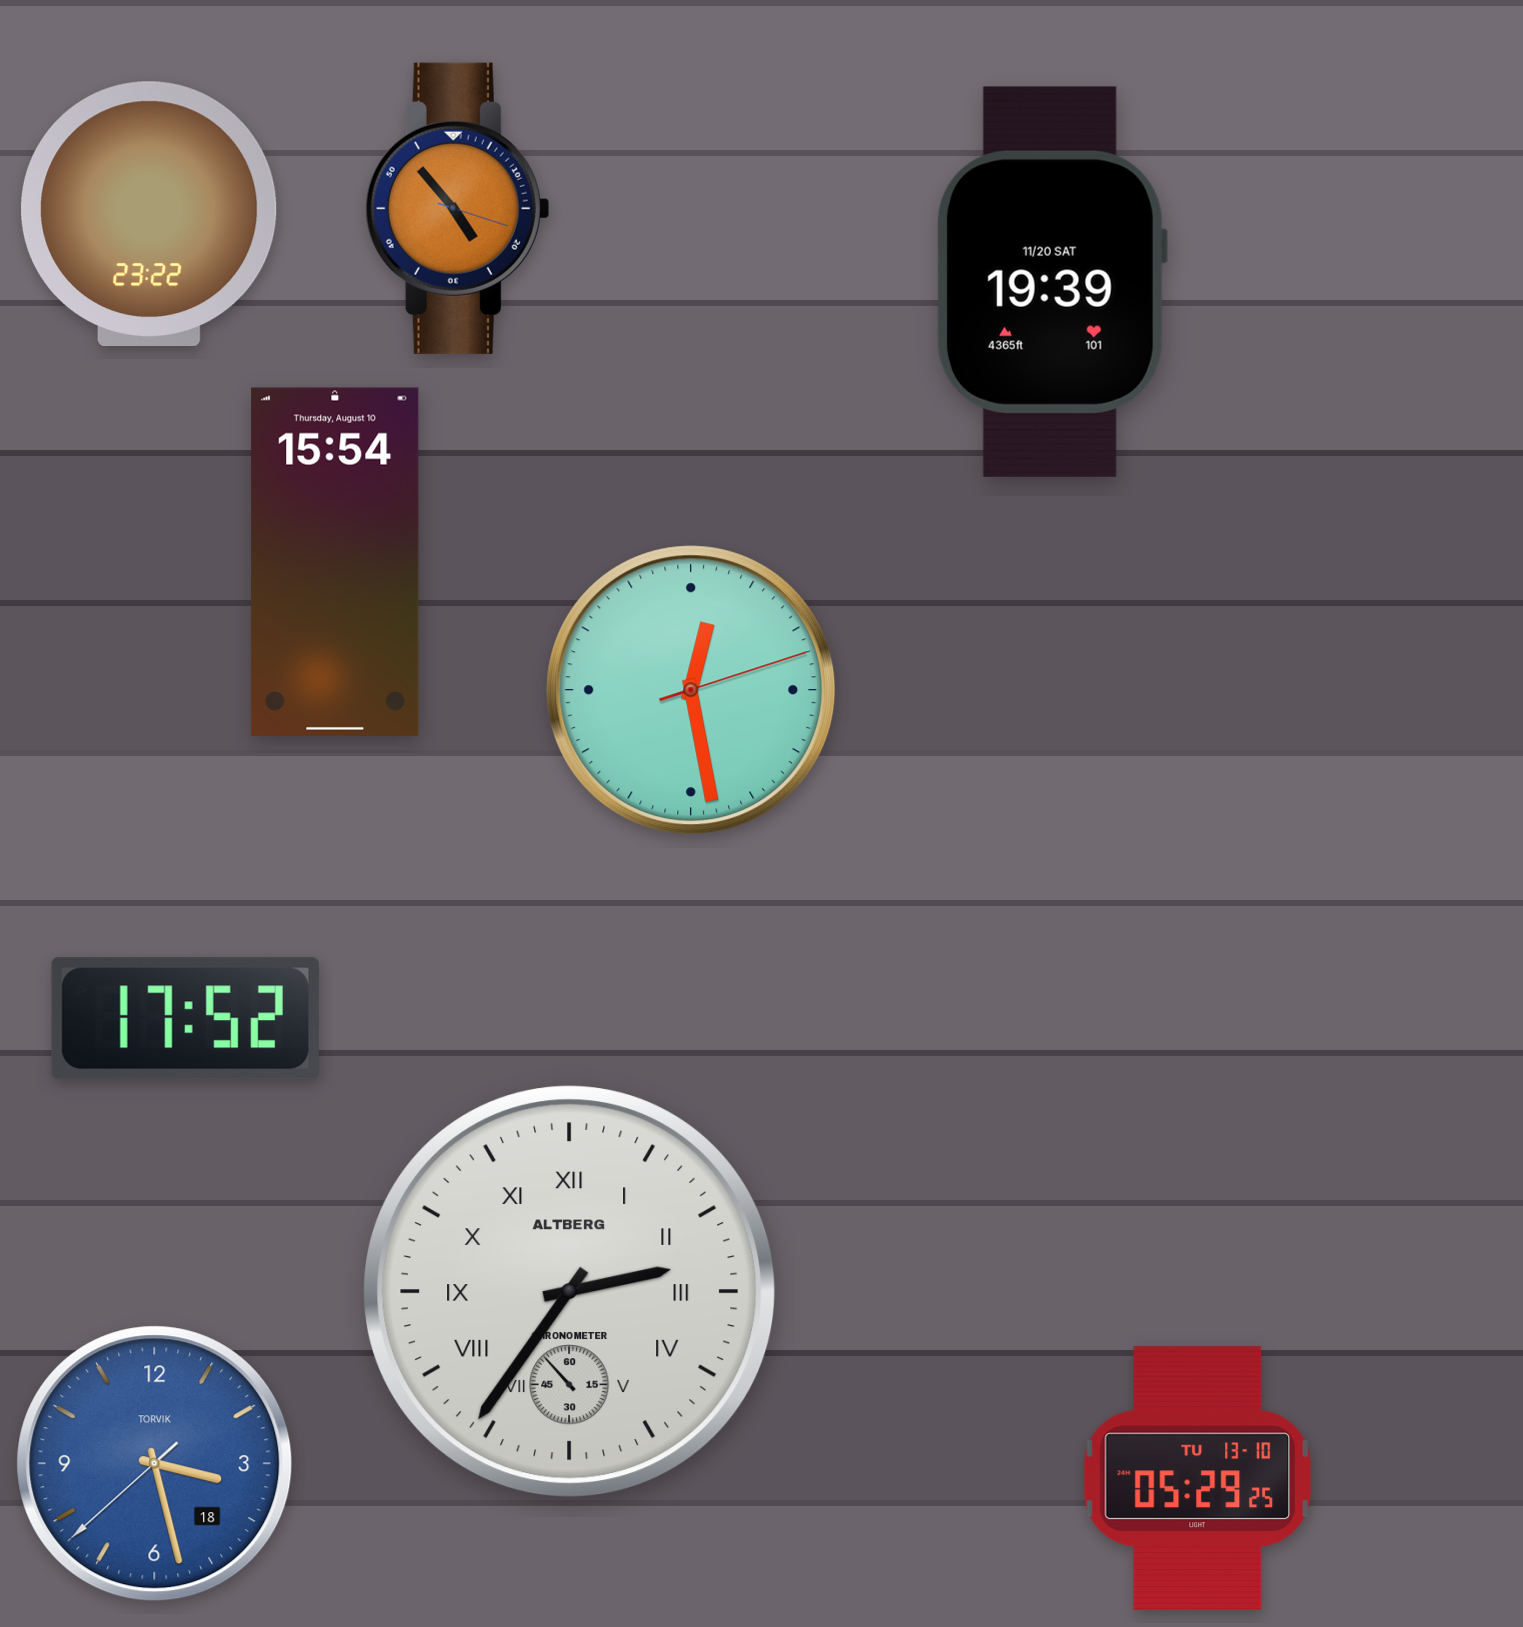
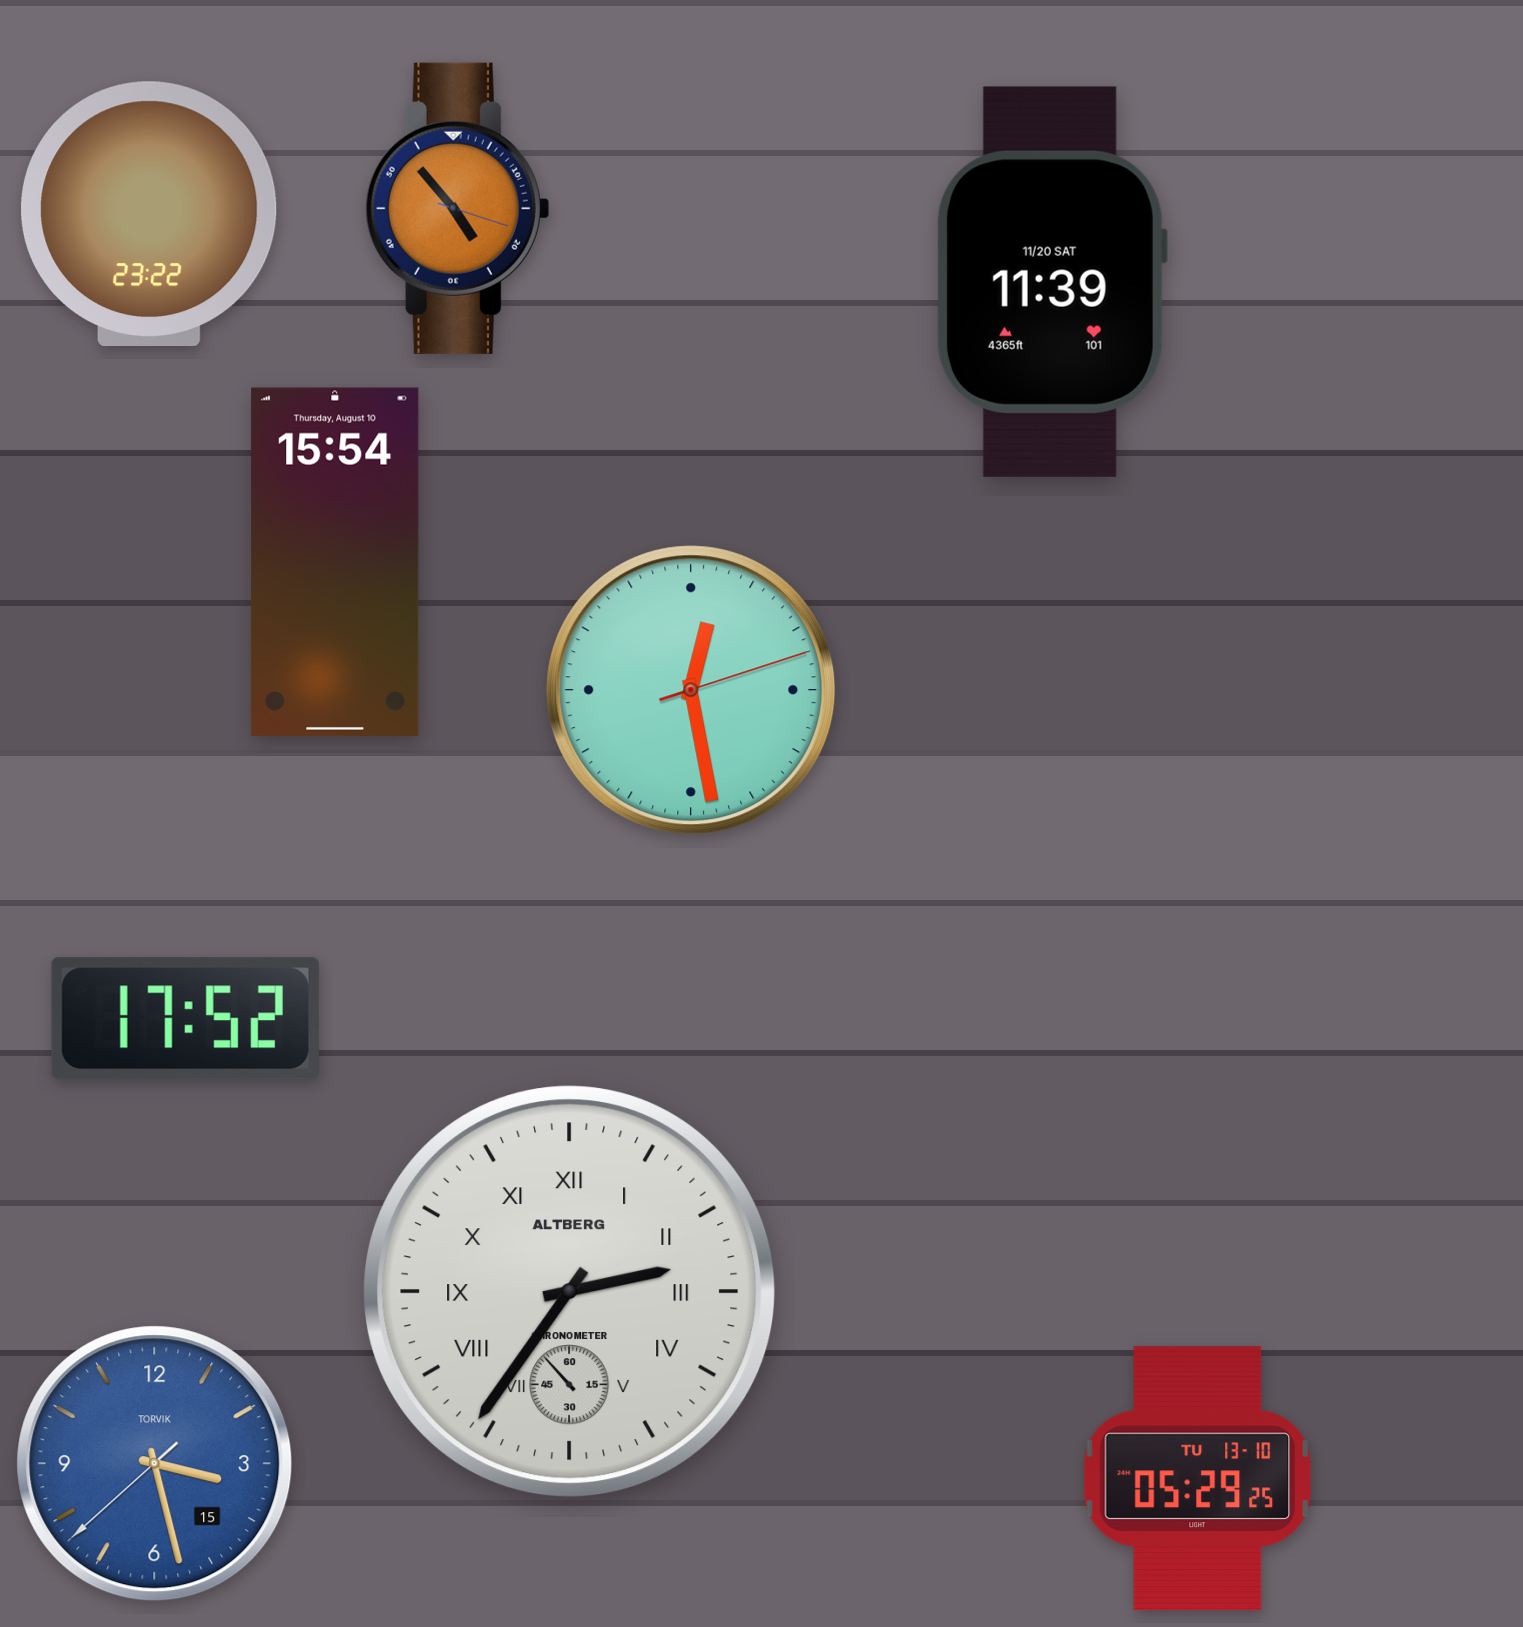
clock at (1051, 282): 19:39 -> 11:39
clock at (155, 1464) date: 18 -> 15
